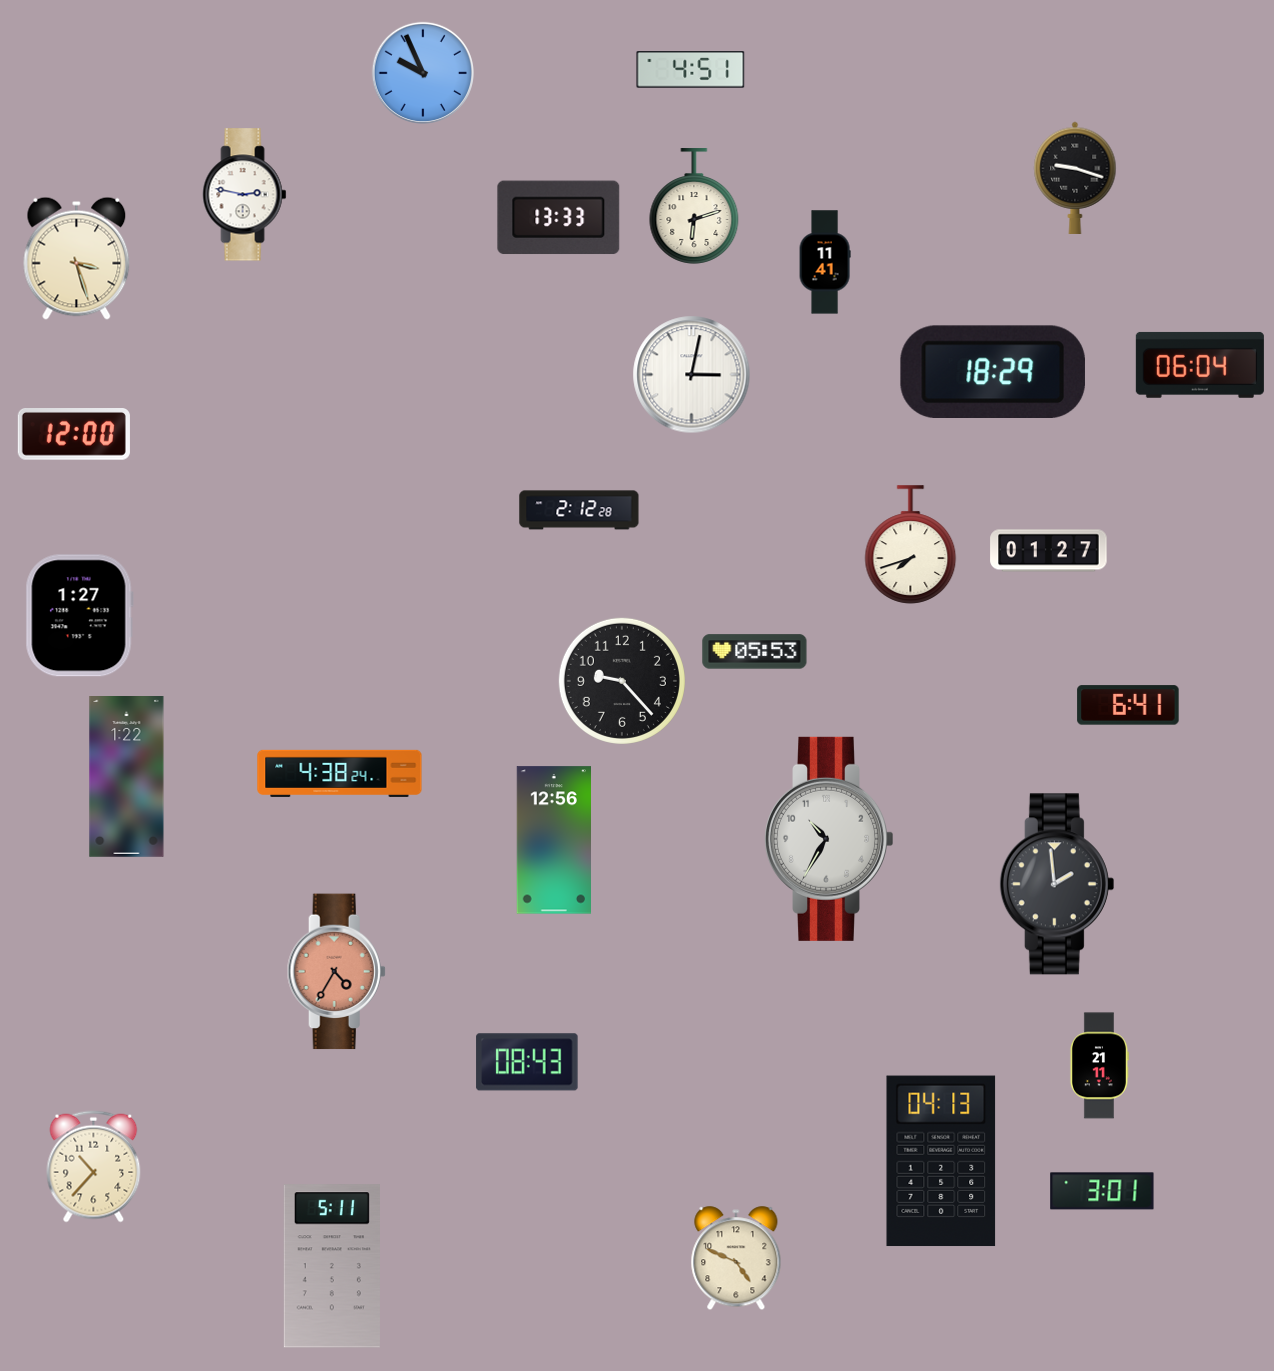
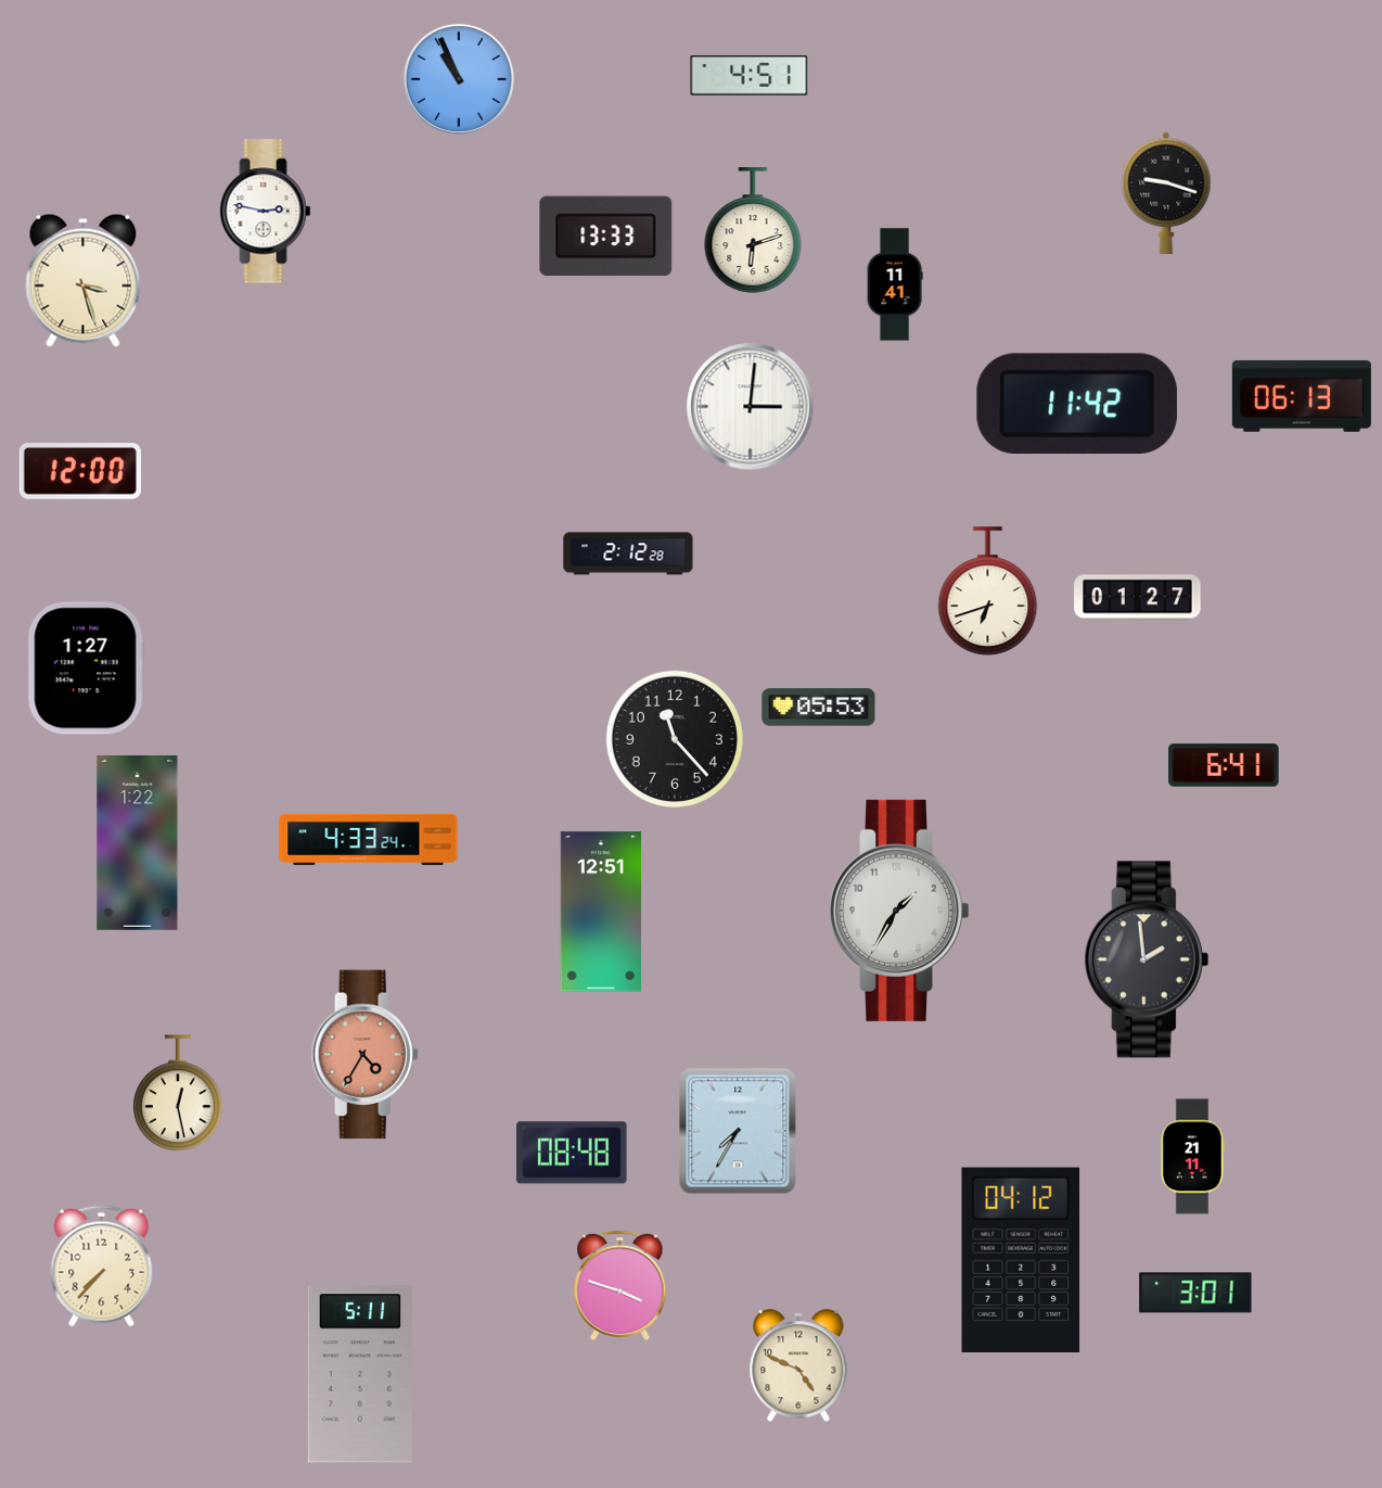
clock at (423, 73): 9:56 -> 10:56
clock at (694, 206) position: (694, 206) -> (753, 230)
clock at (1200, 365): 06:04 -> 06:13
clock at (993, 372): 18:29 -> 11:42
clock at (692, 375): 3:02 -> 3:01
clock at (911, 545): 7:42 -> 6:42
clock at (622, 681): 9:23 -> 11:23
clock at (340, 773): 4:38 -> 4:33
clock at (829, 839): 10:35 -> 1:35
clock at (553, 840): 12:56 -> 12:51
clock at (178, 1093): none -> 12:28
clock at (738, 1131): none -> 7:35
clock at (527, 1062): 08:43 -> 08:48
clock at (941, 1161): 04:13 -> 04:12
clock at (94, 1167): 10:37 -> 7:37
clock at (620, 1285): none -> 3:48
